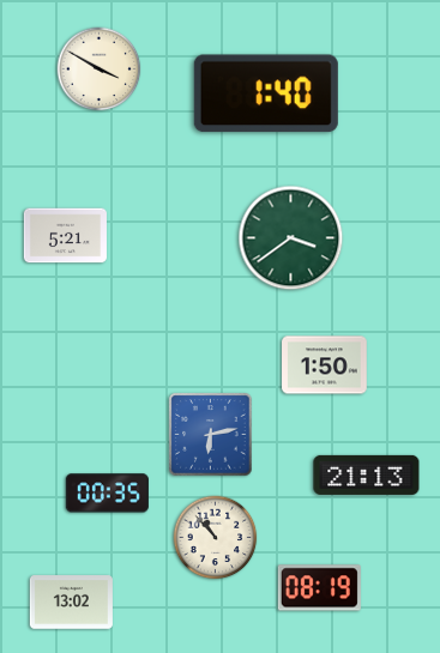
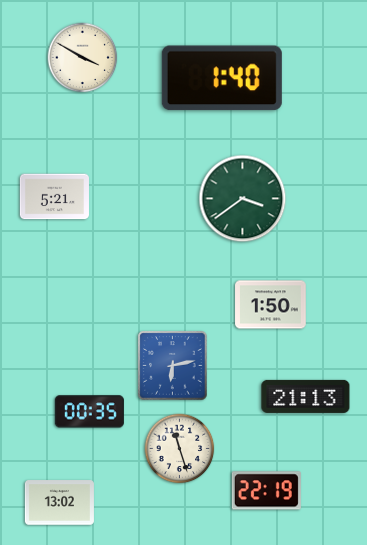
clock at (211, 435) position: (211, 435) -> (173, 366)
clock at (216, 538): 10:53 -> 11:27
clock at (319, 588): 08:19 -> 22:19
